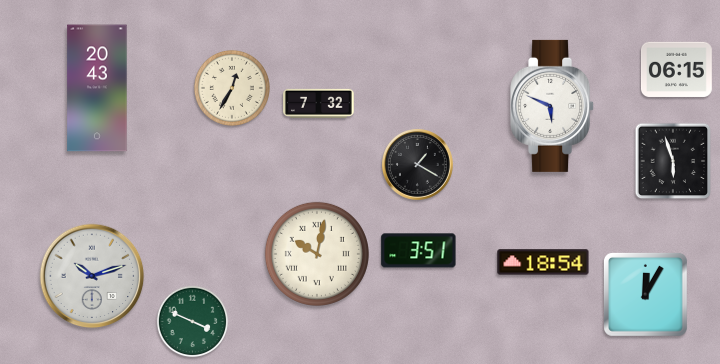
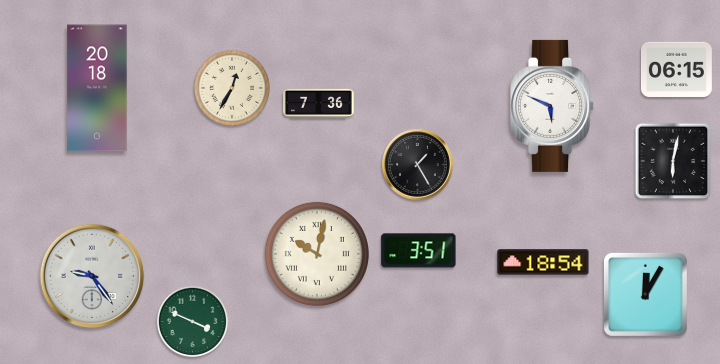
clock at (97, 88): 20:43 -> 20:18
clock at (319, 103): 7:32 -> 7:36
clock at (673, 161): 5:57 -> 6:02
clock at (418, 165): 1:20 -> 1:25
clock at (92, 276): 10:12 -> 9:24
